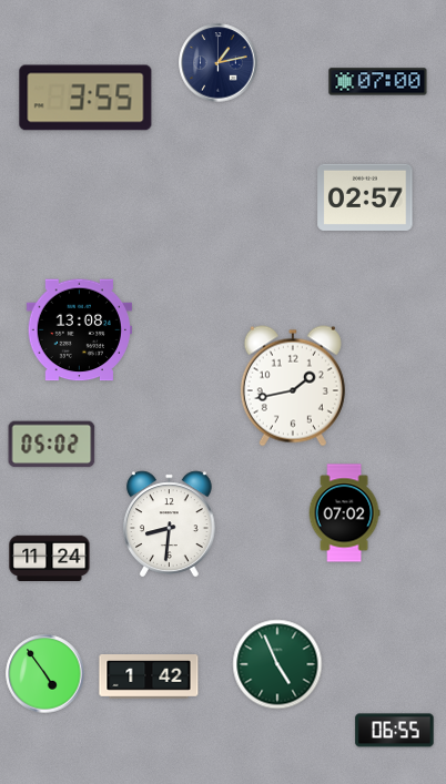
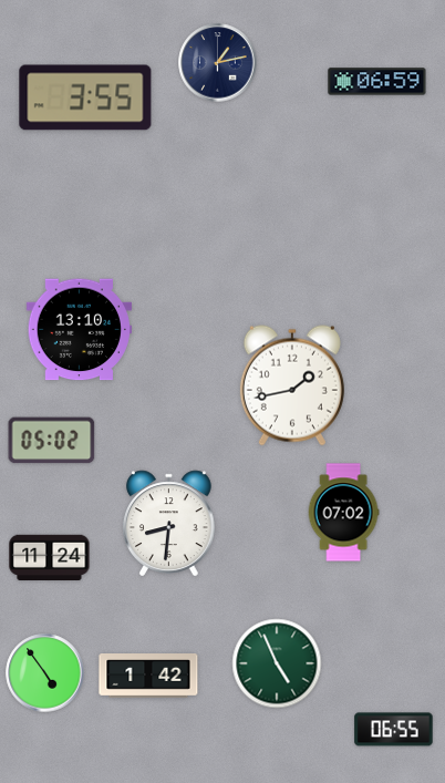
clock at (378, 82): 07:00 -> 06:59
clock at (365, 196): 02:57 -> none
clock at (79, 330): 13:08 -> 13:10
clock at (52, 445) position: (52, 445) -> (52, 441)
